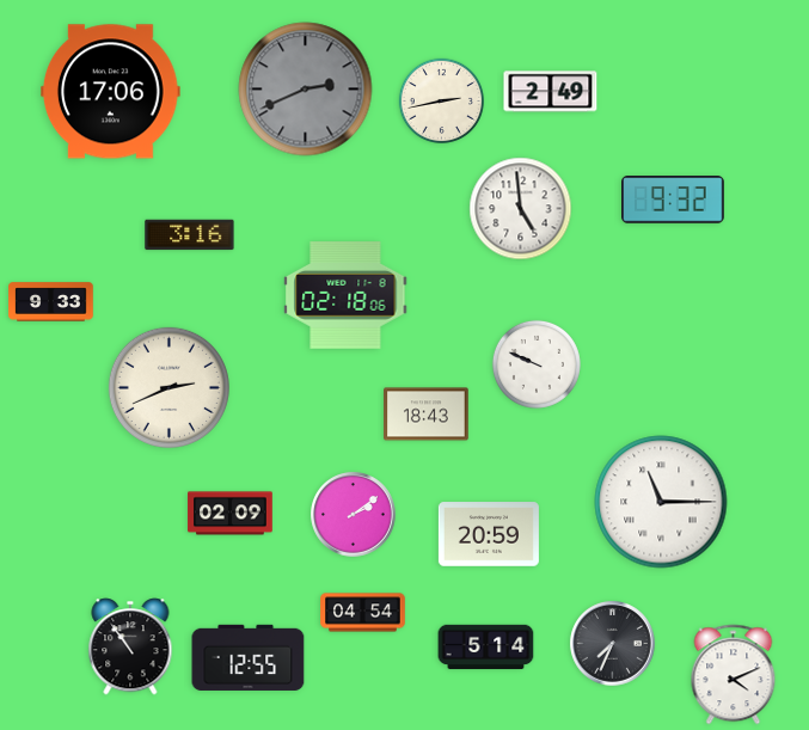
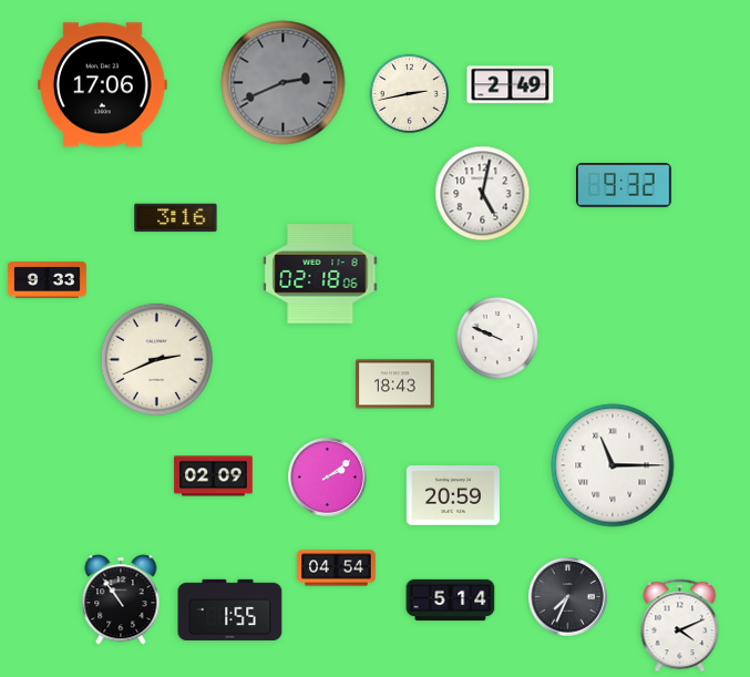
clock at (521, 209): 4:59 -> 5:02
clock at (249, 657): 12:55 -> 1:55
